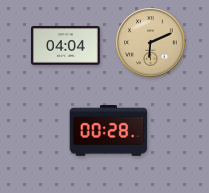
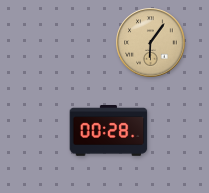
clock at (151, 43): 6:11 -> 6:06
clock at (66, 46): 04:04 -> none
